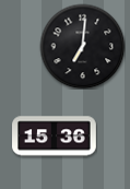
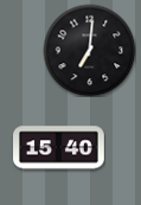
clock at (55, 137): 15:36 -> 15:40
